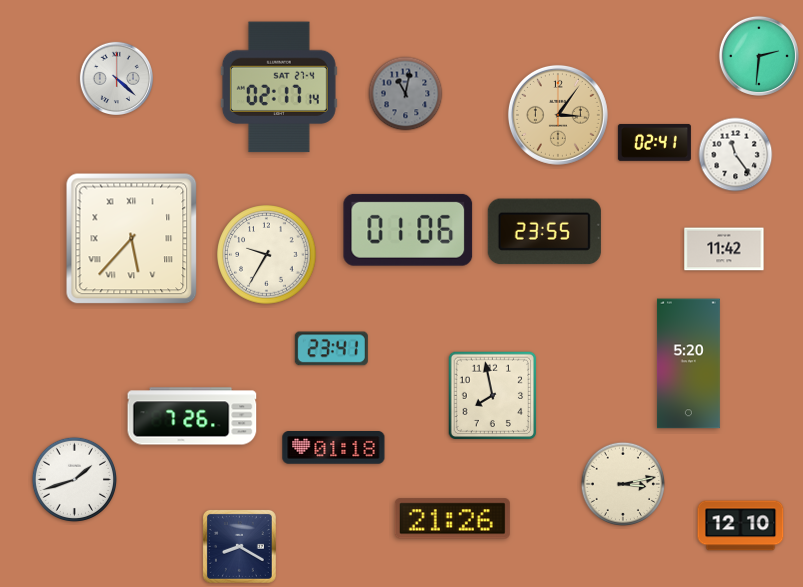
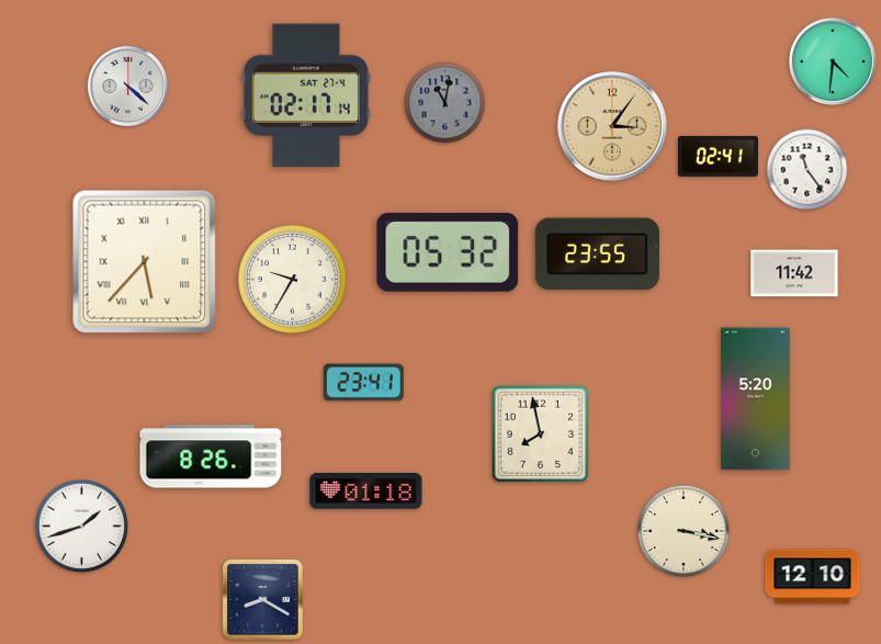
clock at (759, 56): 2:31 -> 4:31
clock at (408, 230): 01:06 -> 05:32
clock at (192, 416): 7:26 -> 8:26
clock at (622, 483): 3:13 -> 3:17
clock at (452, 519): 21:26 -> none
